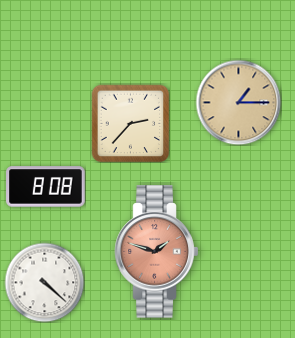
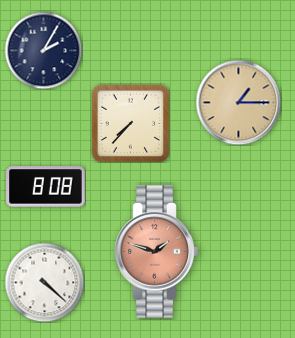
clock at (43, 50): none -> 2:05
clock at (130, 123): 2:37 -> 7:37
